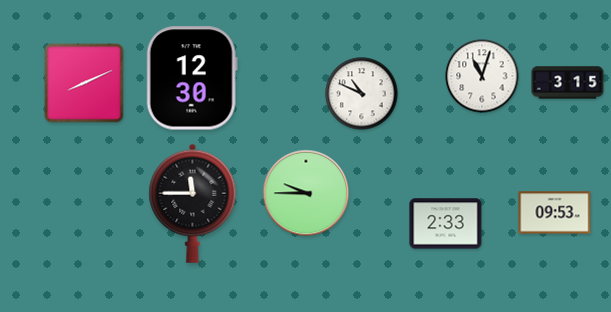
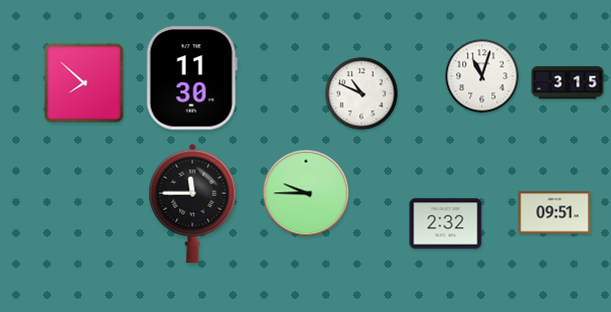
clock at (192, 78): 12:30 -> 11:30
clock at (84, 83): 8:11 -> 7:52
clock at (555, 213): 09:53 -> 09:51
clock at (446, 224): 2:33 -> 2:32
